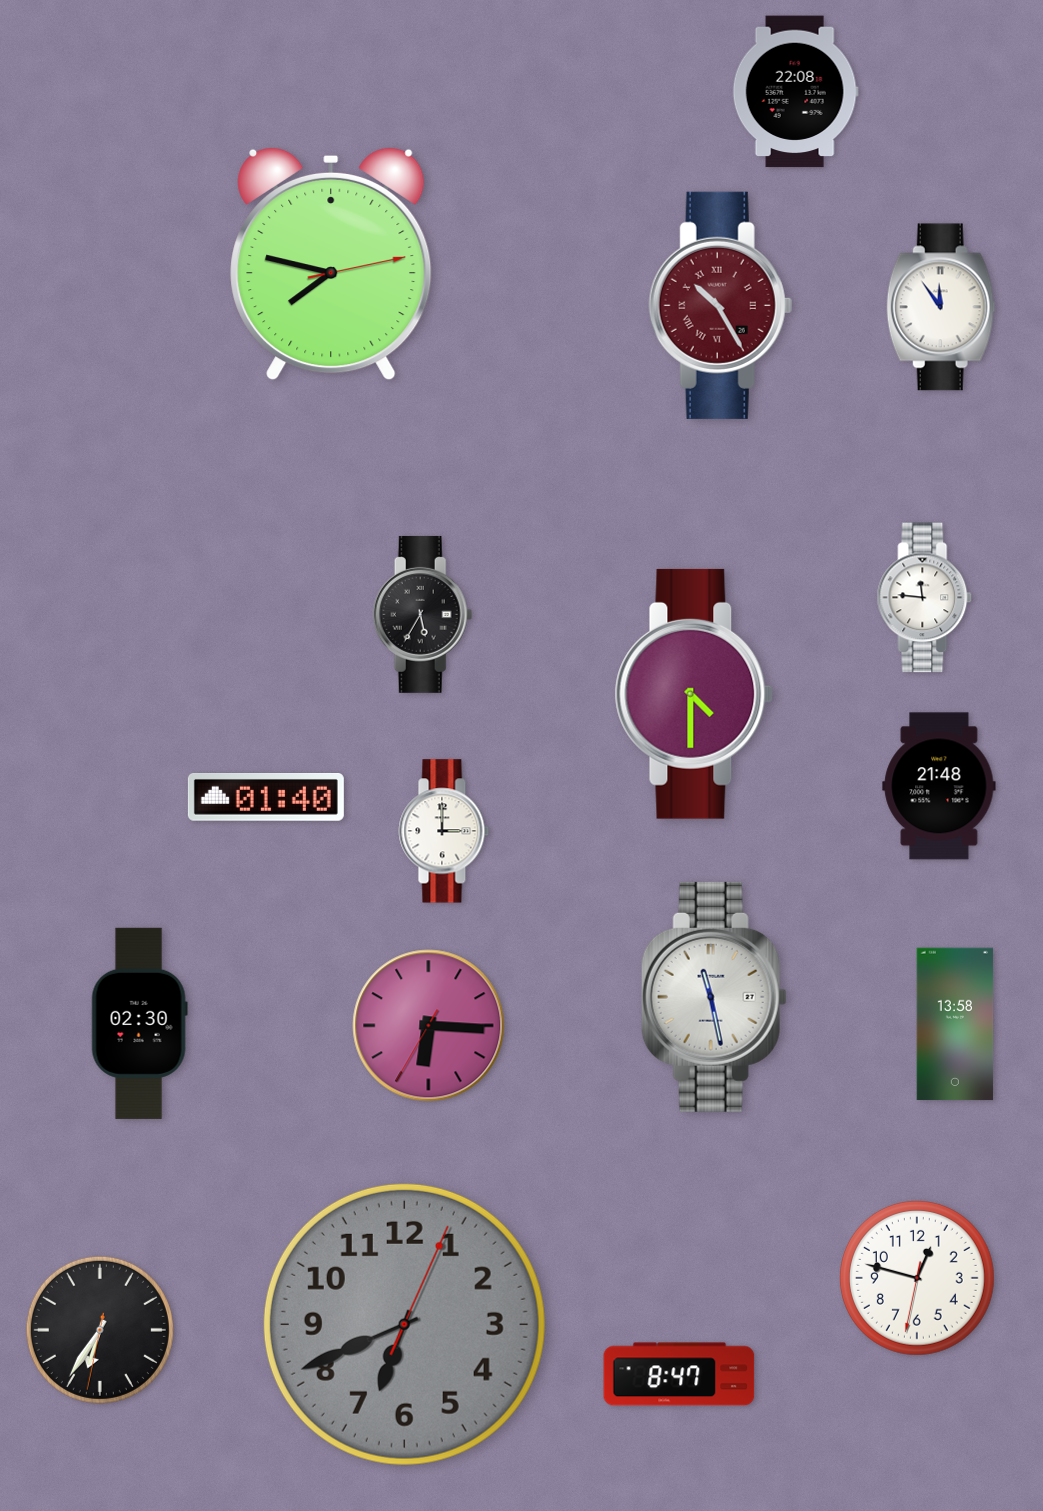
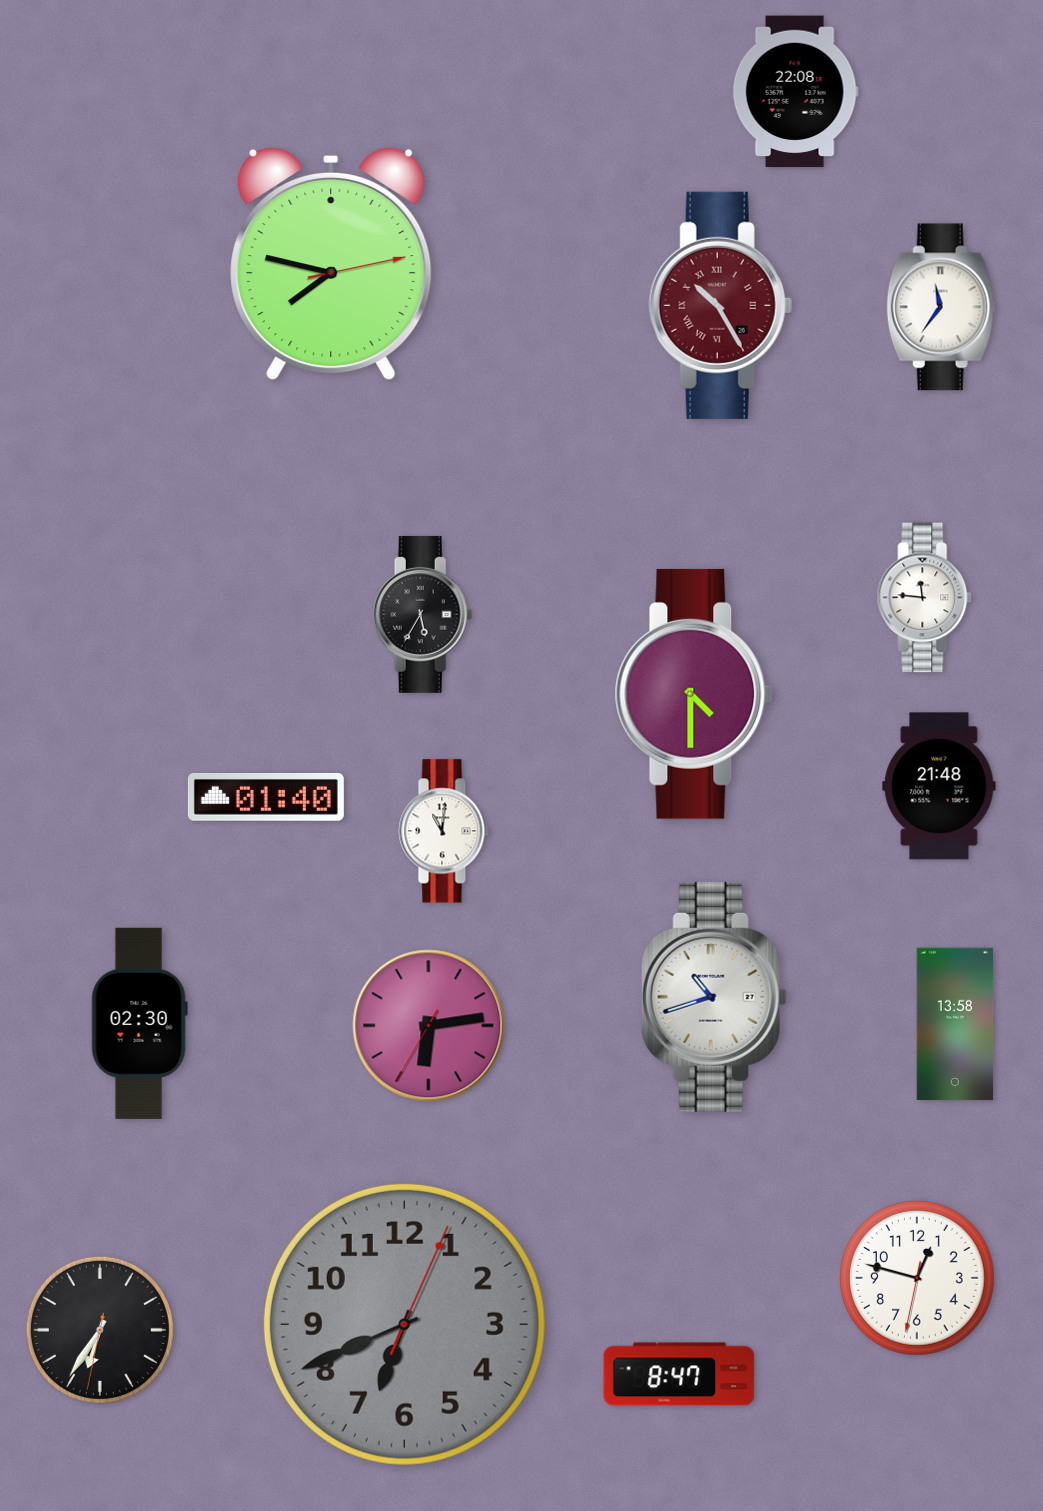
clock at (941, 307): 11:54 -> 11:36
clock at (444, 831): 3:00 -> 11:01
clock at (714, 997): 11:28 -> 10:42
clock at (429, 1026): 6:15 -> 6:13
